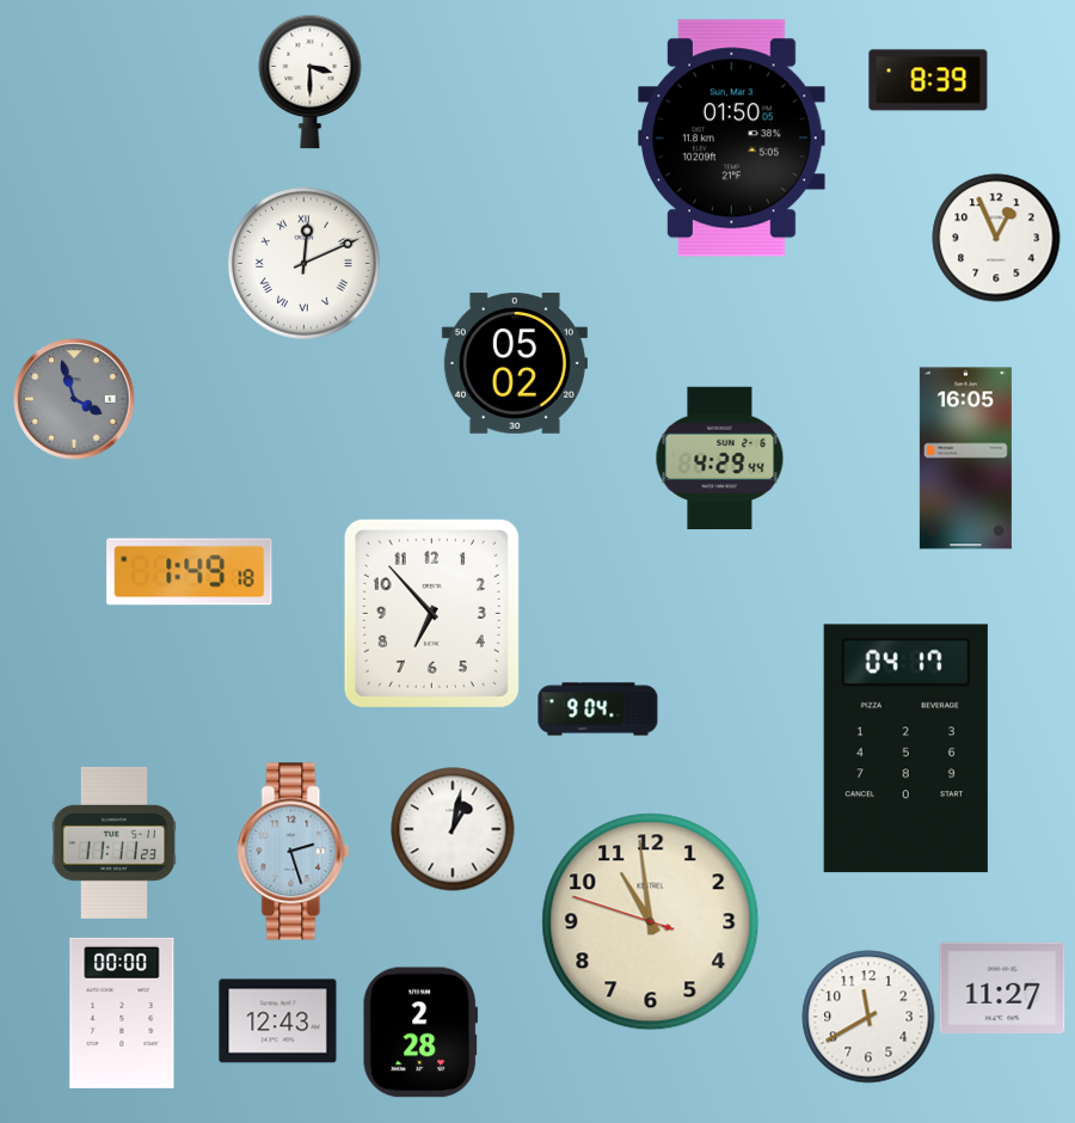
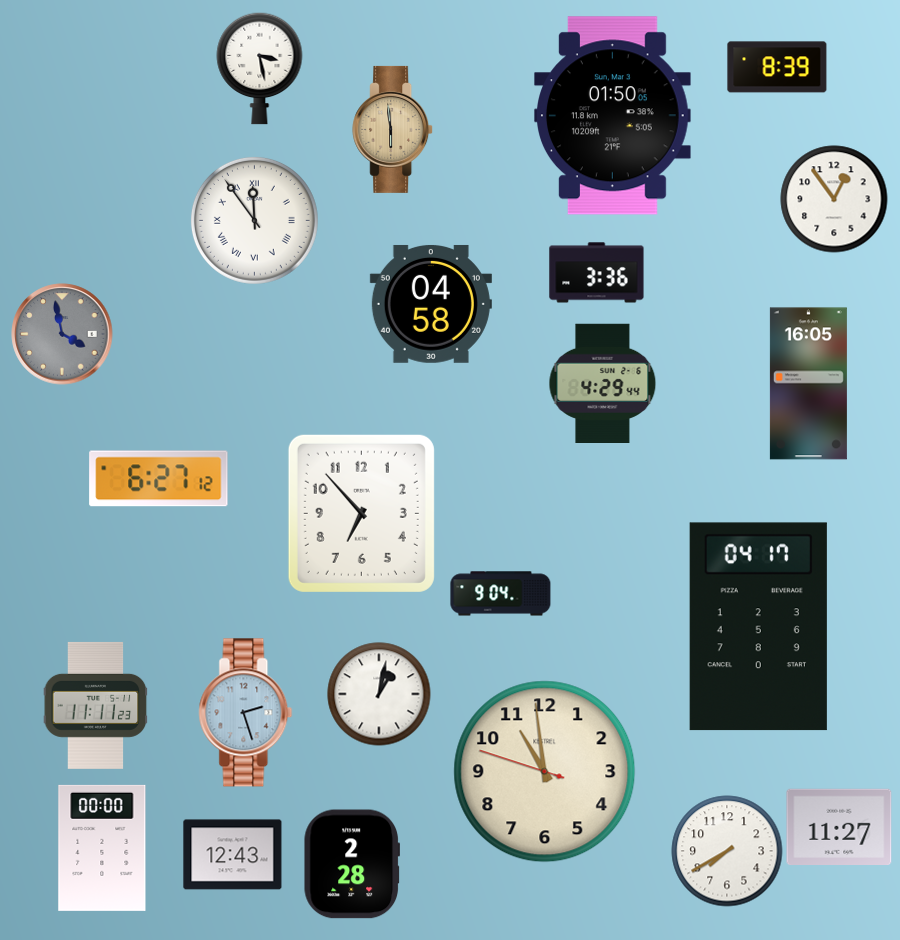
clock at (311, 81): 3:30 -> 3:28
clock at (393, 129): none -> 5:59
clock at (996, 238): 12:56 -> 12:54
clock at (303, 263): 12:11 -> 11:54
clock at (597, 273): none -> 3:36
clock at (515, 363): 05:02 -> 04:58
clock at (74, 399): 3:57 -> 3:58
clock at (190, 572): 1:49 -> 6:27
clock at (868, 1017): 11:40 -> 7:40
